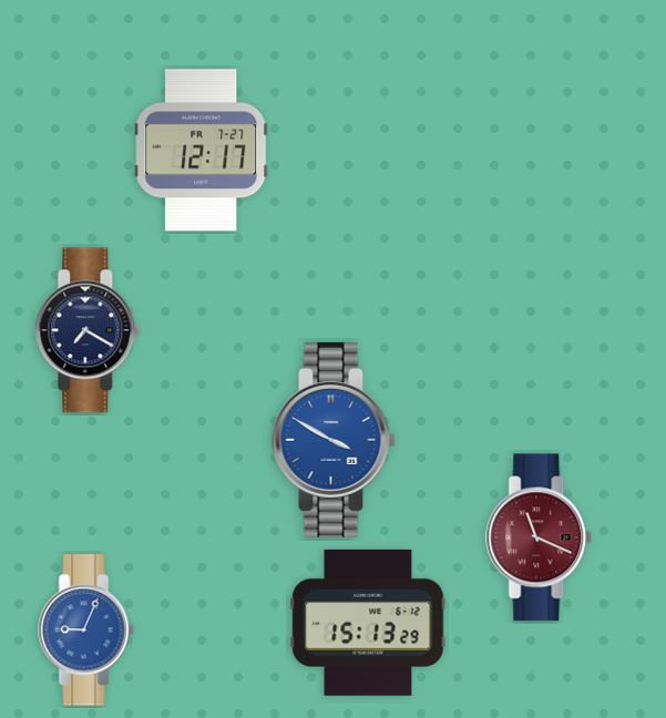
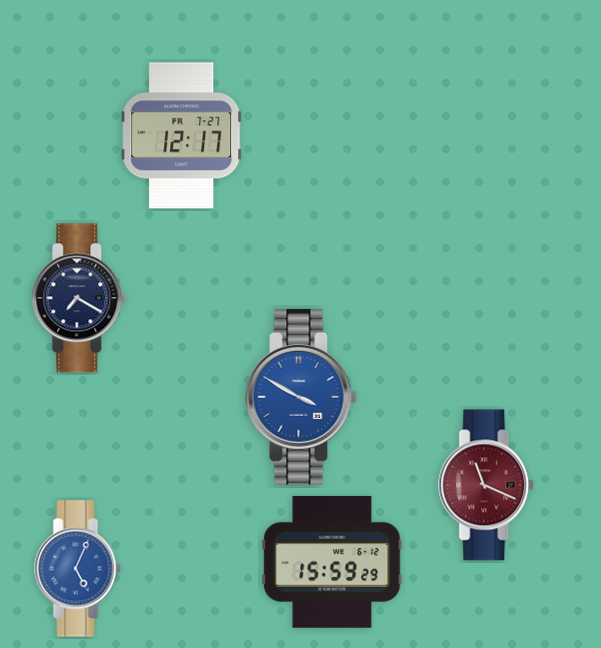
clock at (368, 623): 15:13 -> 15:59
clock at (86, 630): 9:04 -> 5:04
